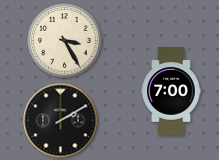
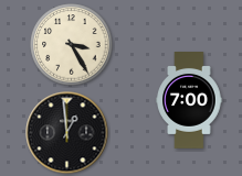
clock at (61, 121): 2:10 -> 12:59
